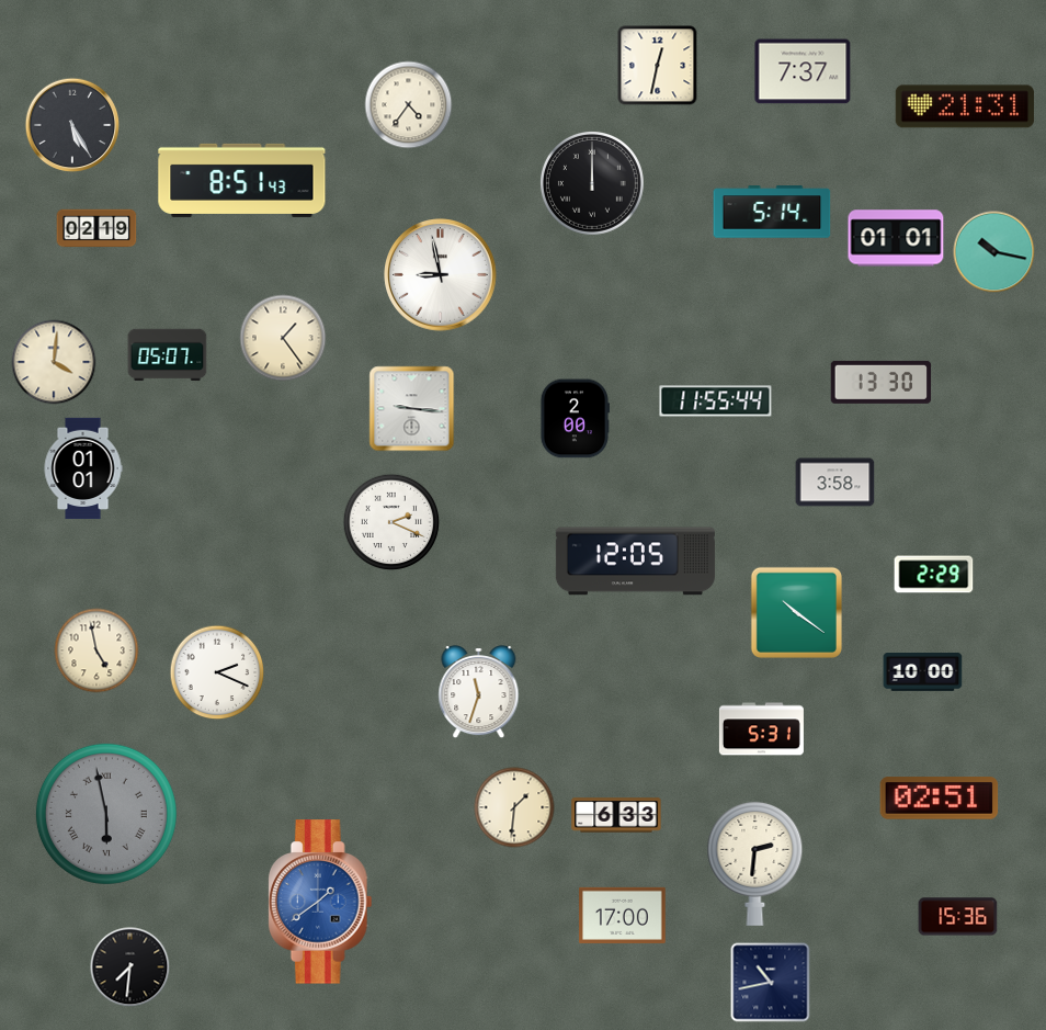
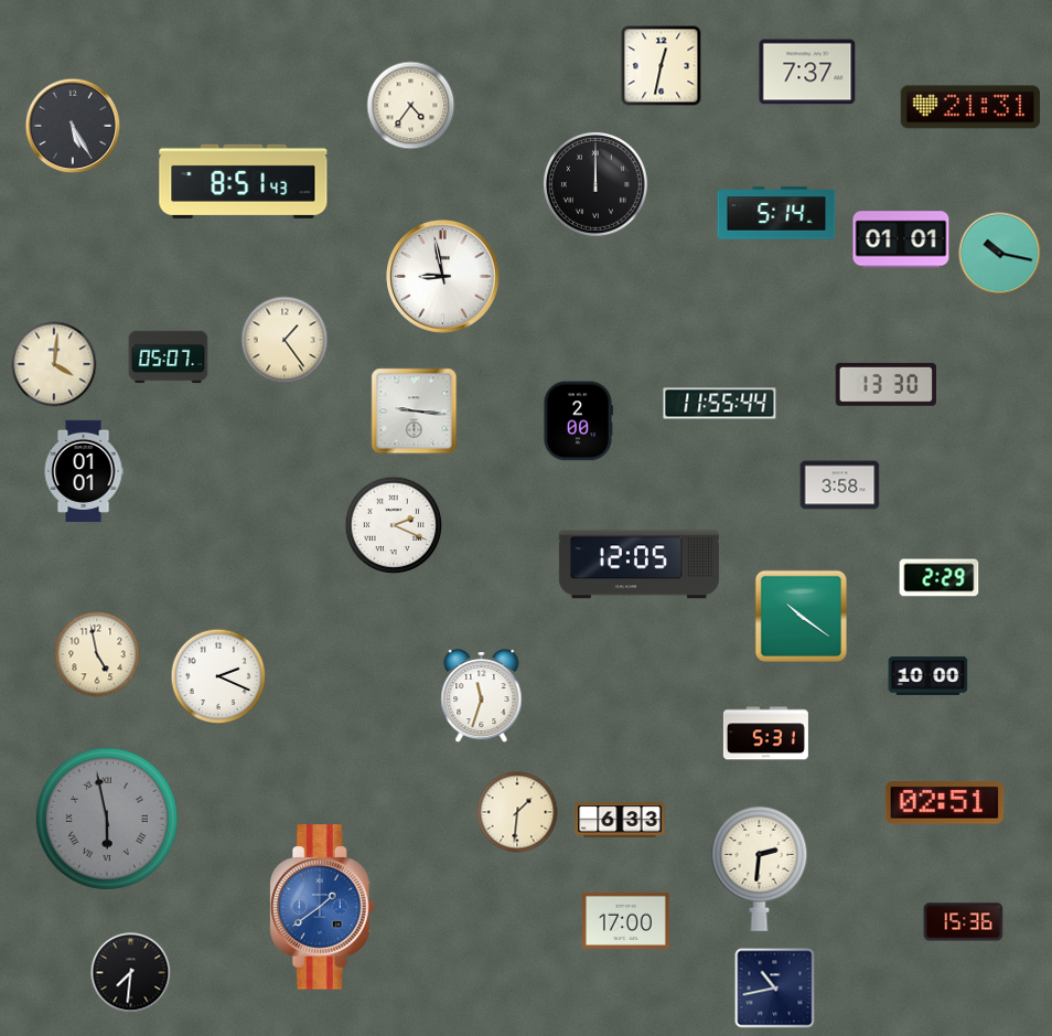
clock at (96, 228): 02:19 -> none
